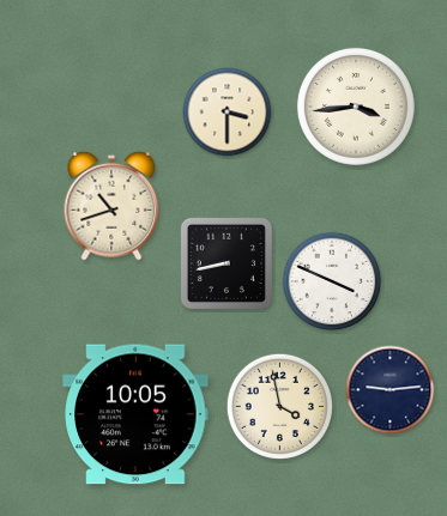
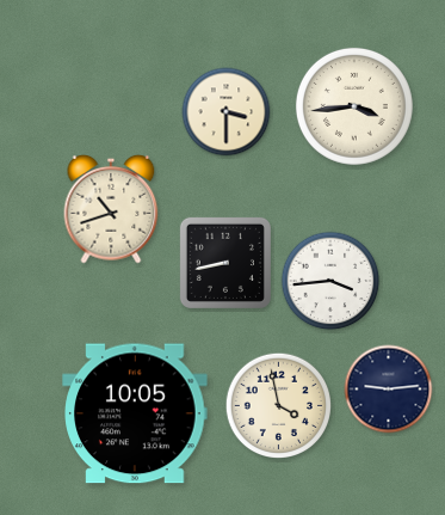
clock at (111, 206) position: (111, 206) -> (111, 209)
clock at (332, 281): 3:49 -> 3:44
